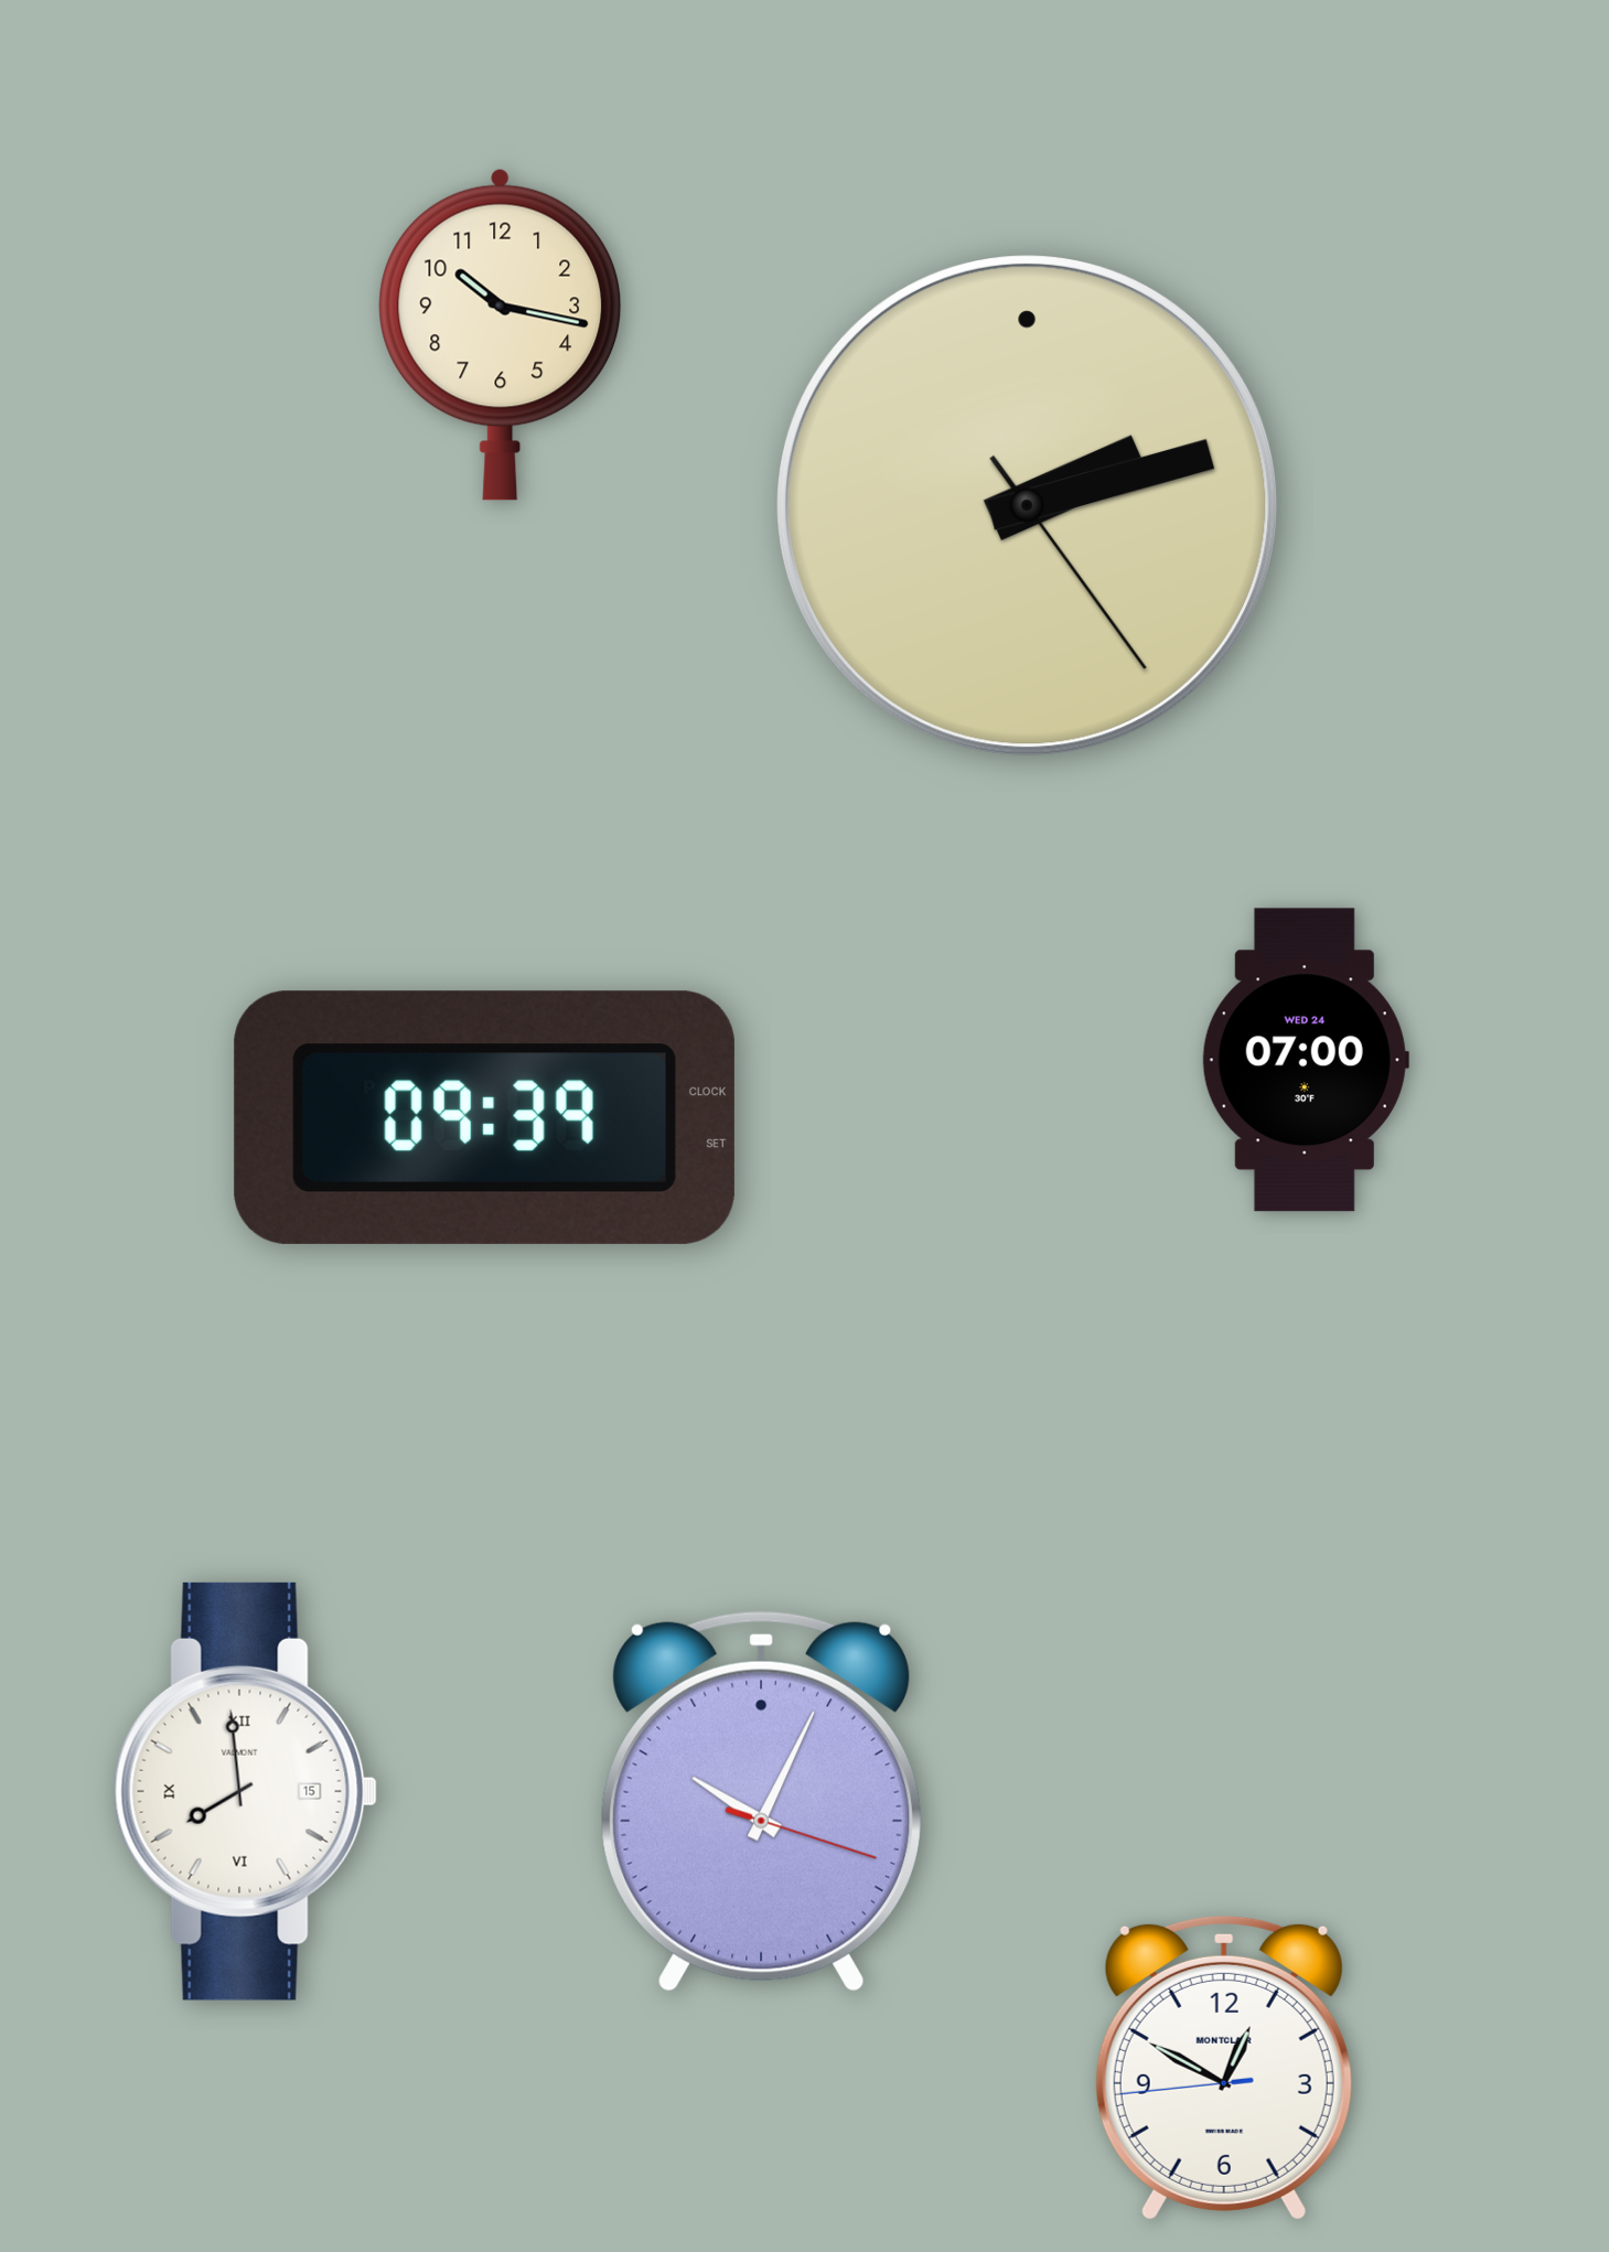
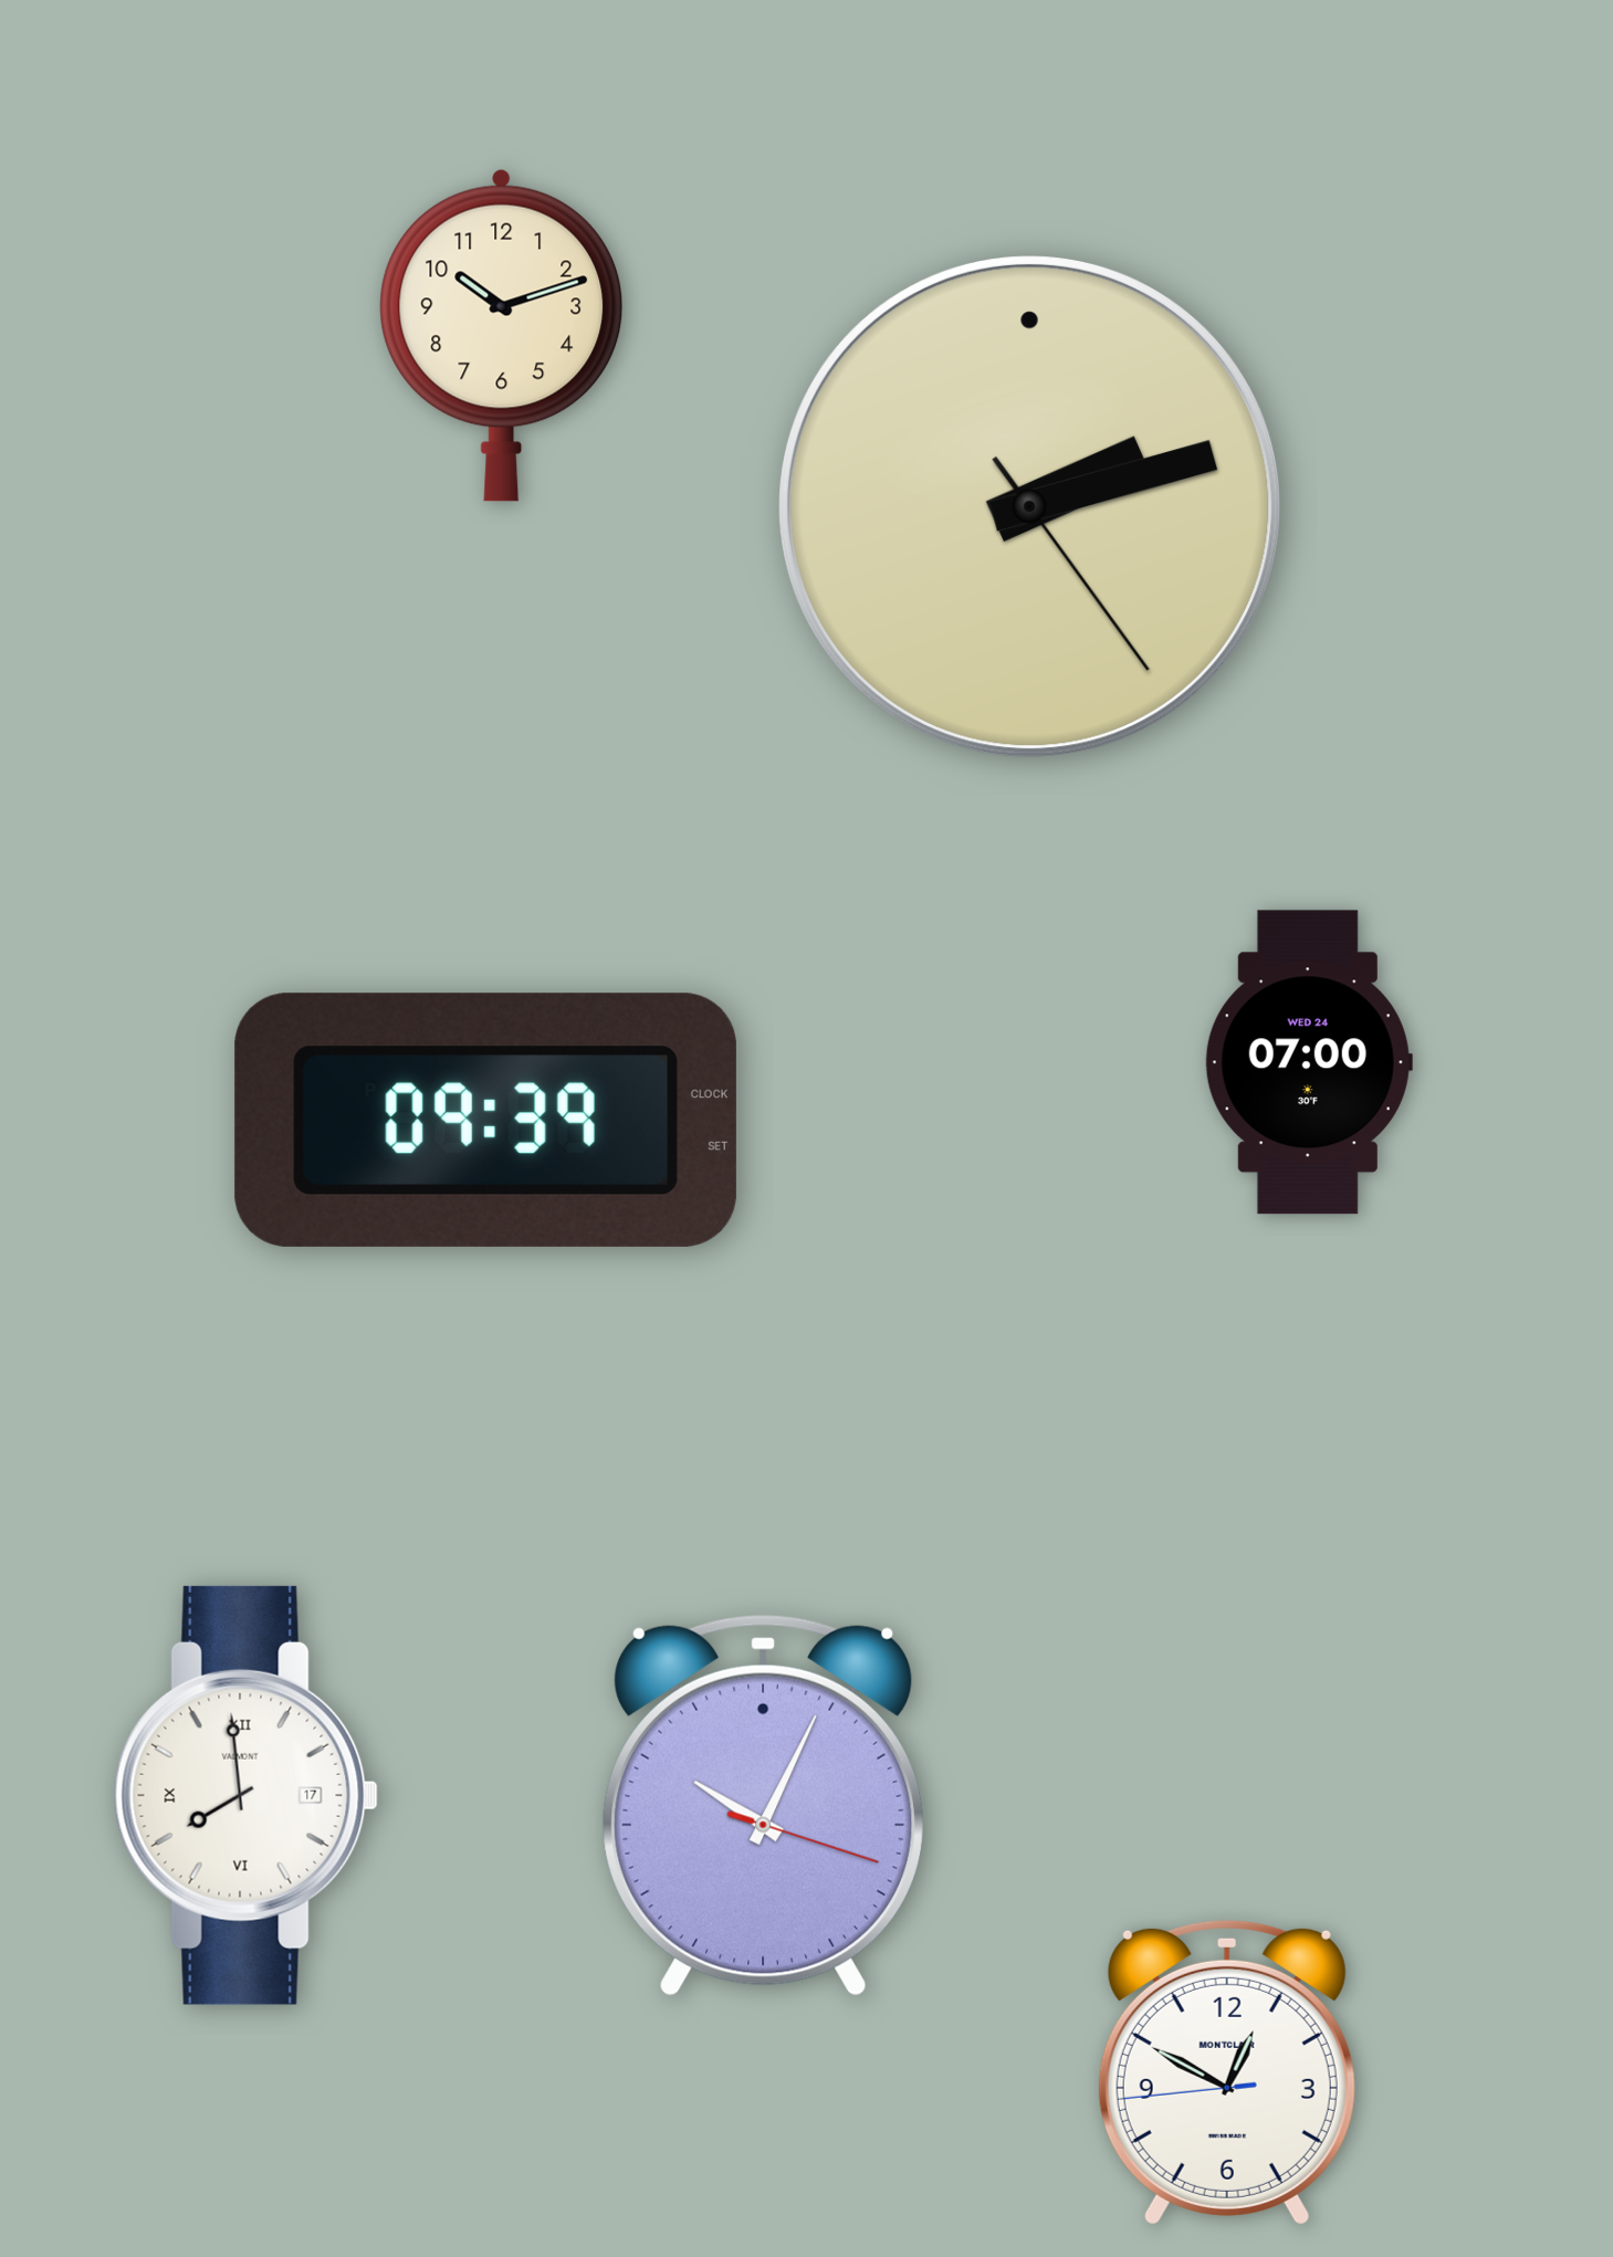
clock at (501, 334): 10:17 -> 10:12
clock at (245, 1791) date: 15 -> 17
